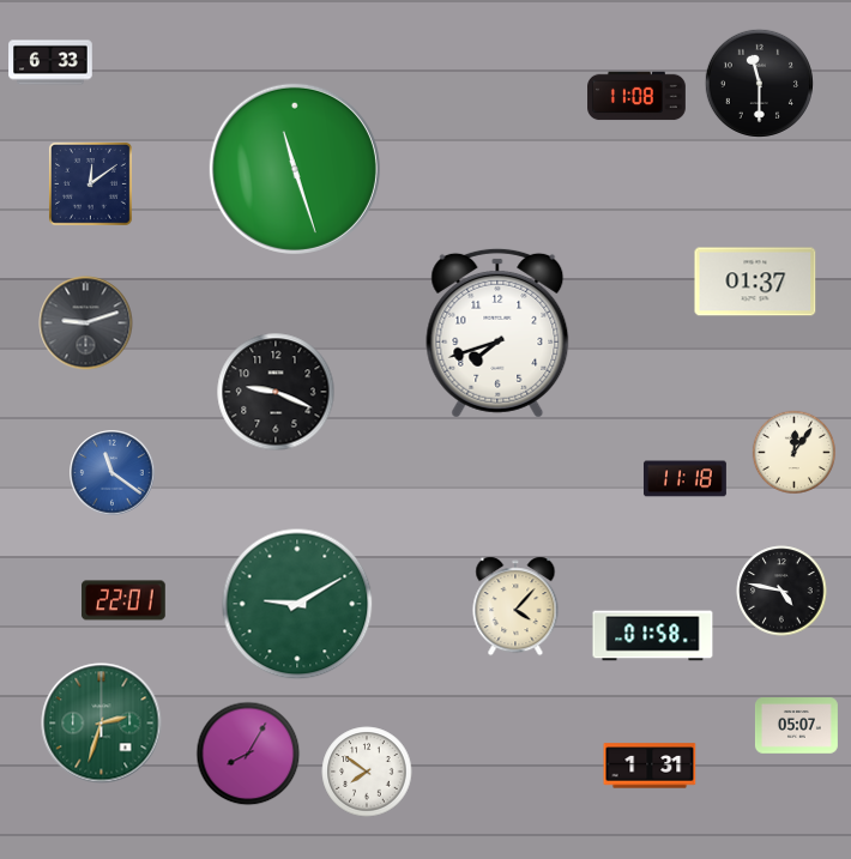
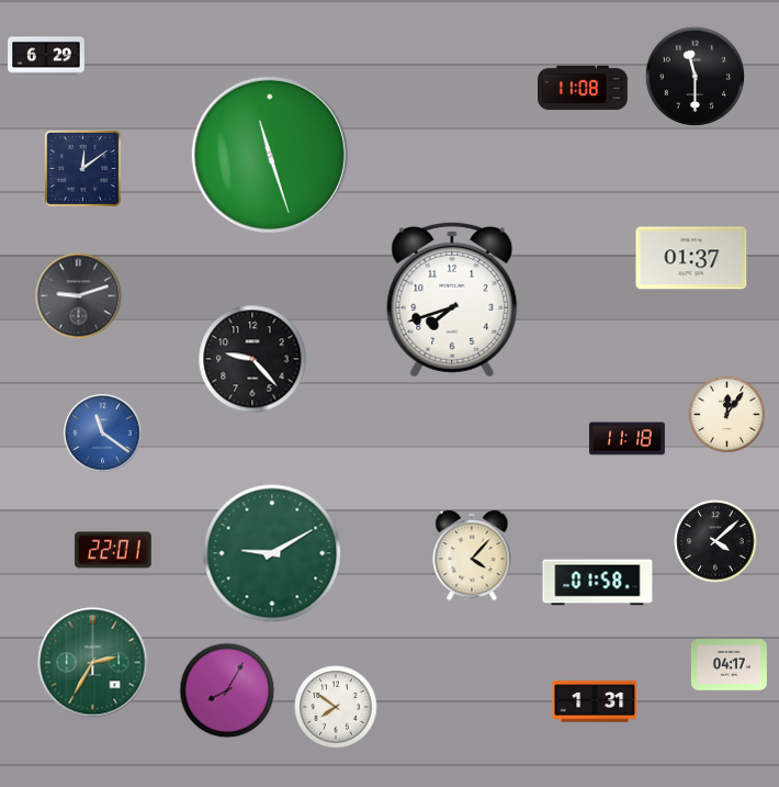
clock at (50, 62): 6:33 -> 6:29
clock at (497, 333) position: (497, 333) -> (452, 300)
clock at (276, 392): 9:19 -> 9:23
clock at (781, 591): 4:47 -> 4:08
clock at (102, 724): 2:33 -> 2:35
clock at (797, 726): 05:07 -> 04:17
